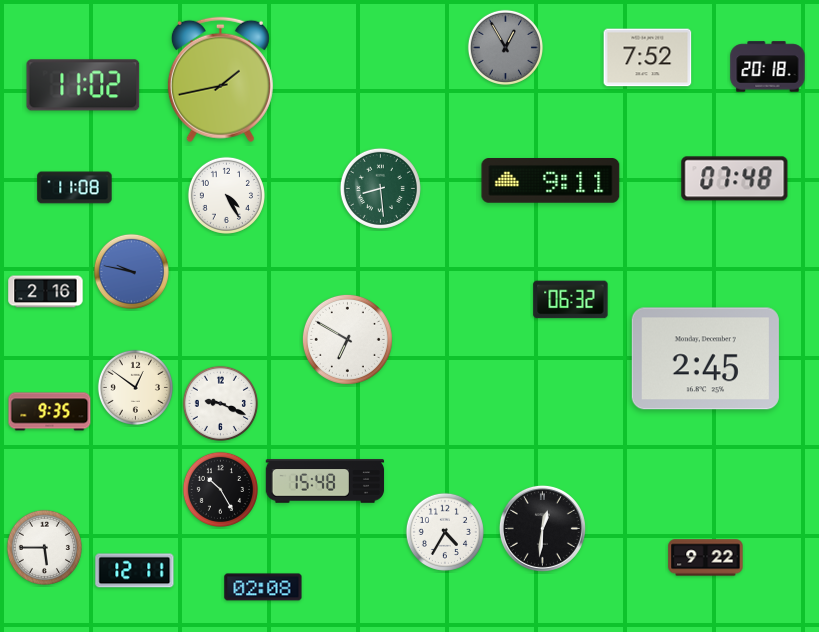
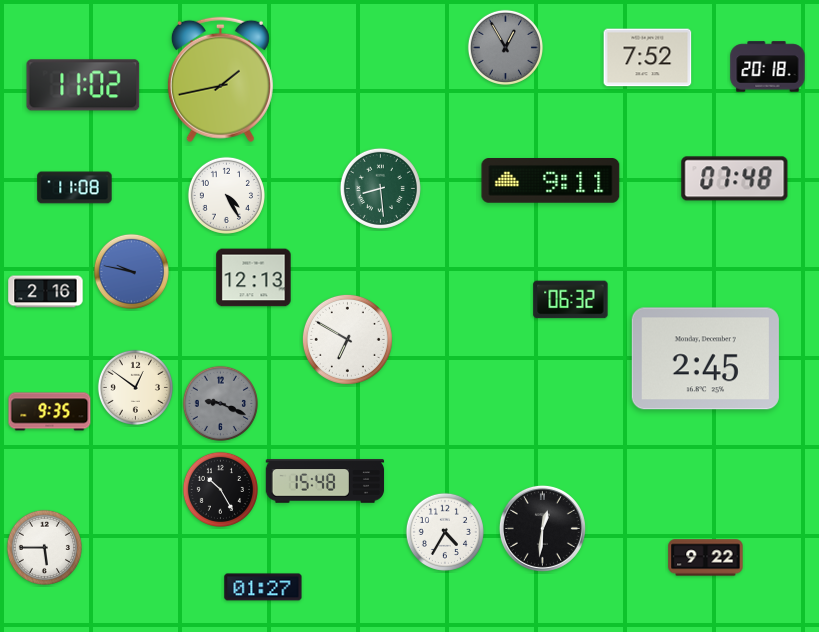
clock at (254, 278): none -> 12:13
clock at (220, 403) dial: white -> grey
clock at (135, 571): 12:11 -> none
clock at (263, 587): 02:08 -> 01:27
